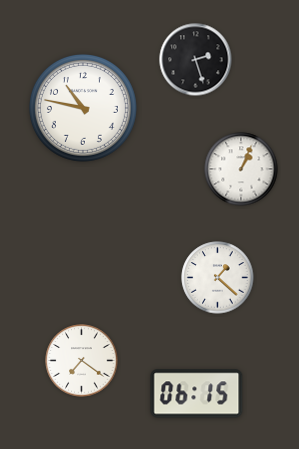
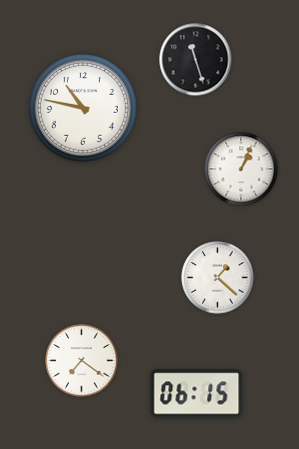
clock at (196, 60): 2:27 -> 11:27
